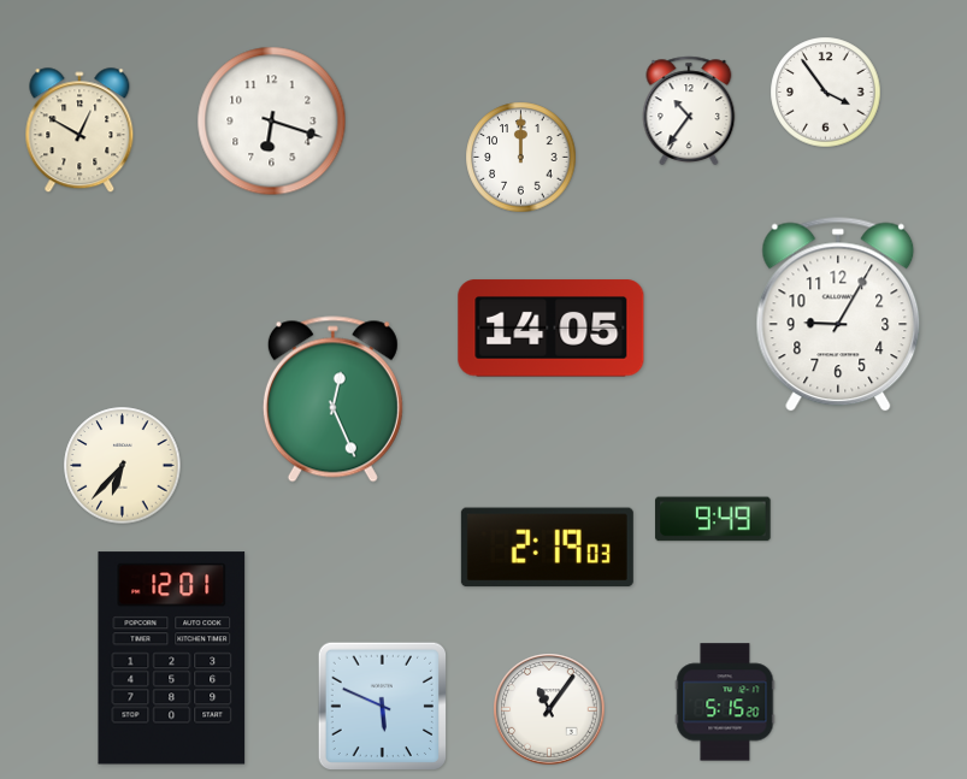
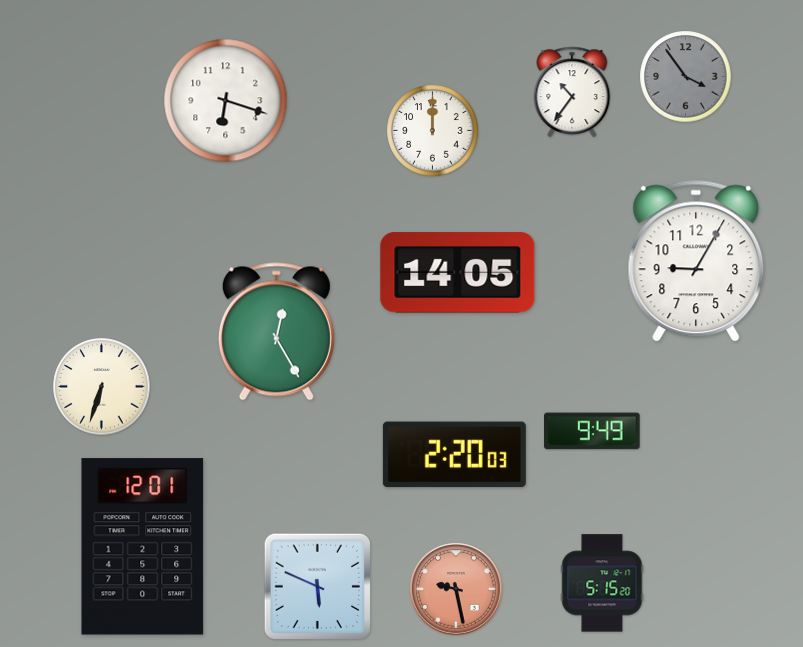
clock at (826, 93) dial: white -> grey
clock at (79, 131): 12:50 -> none
clock at (332, 400): 12:26 -> 12:25
clock at (123, 466): 6:37 -> 6:33
clock at (547, 548): 2:19 -> 2:20
clock at (549, 709): 11:06 -> 9:28
clock at (549, 709) dial: white -> salmon
